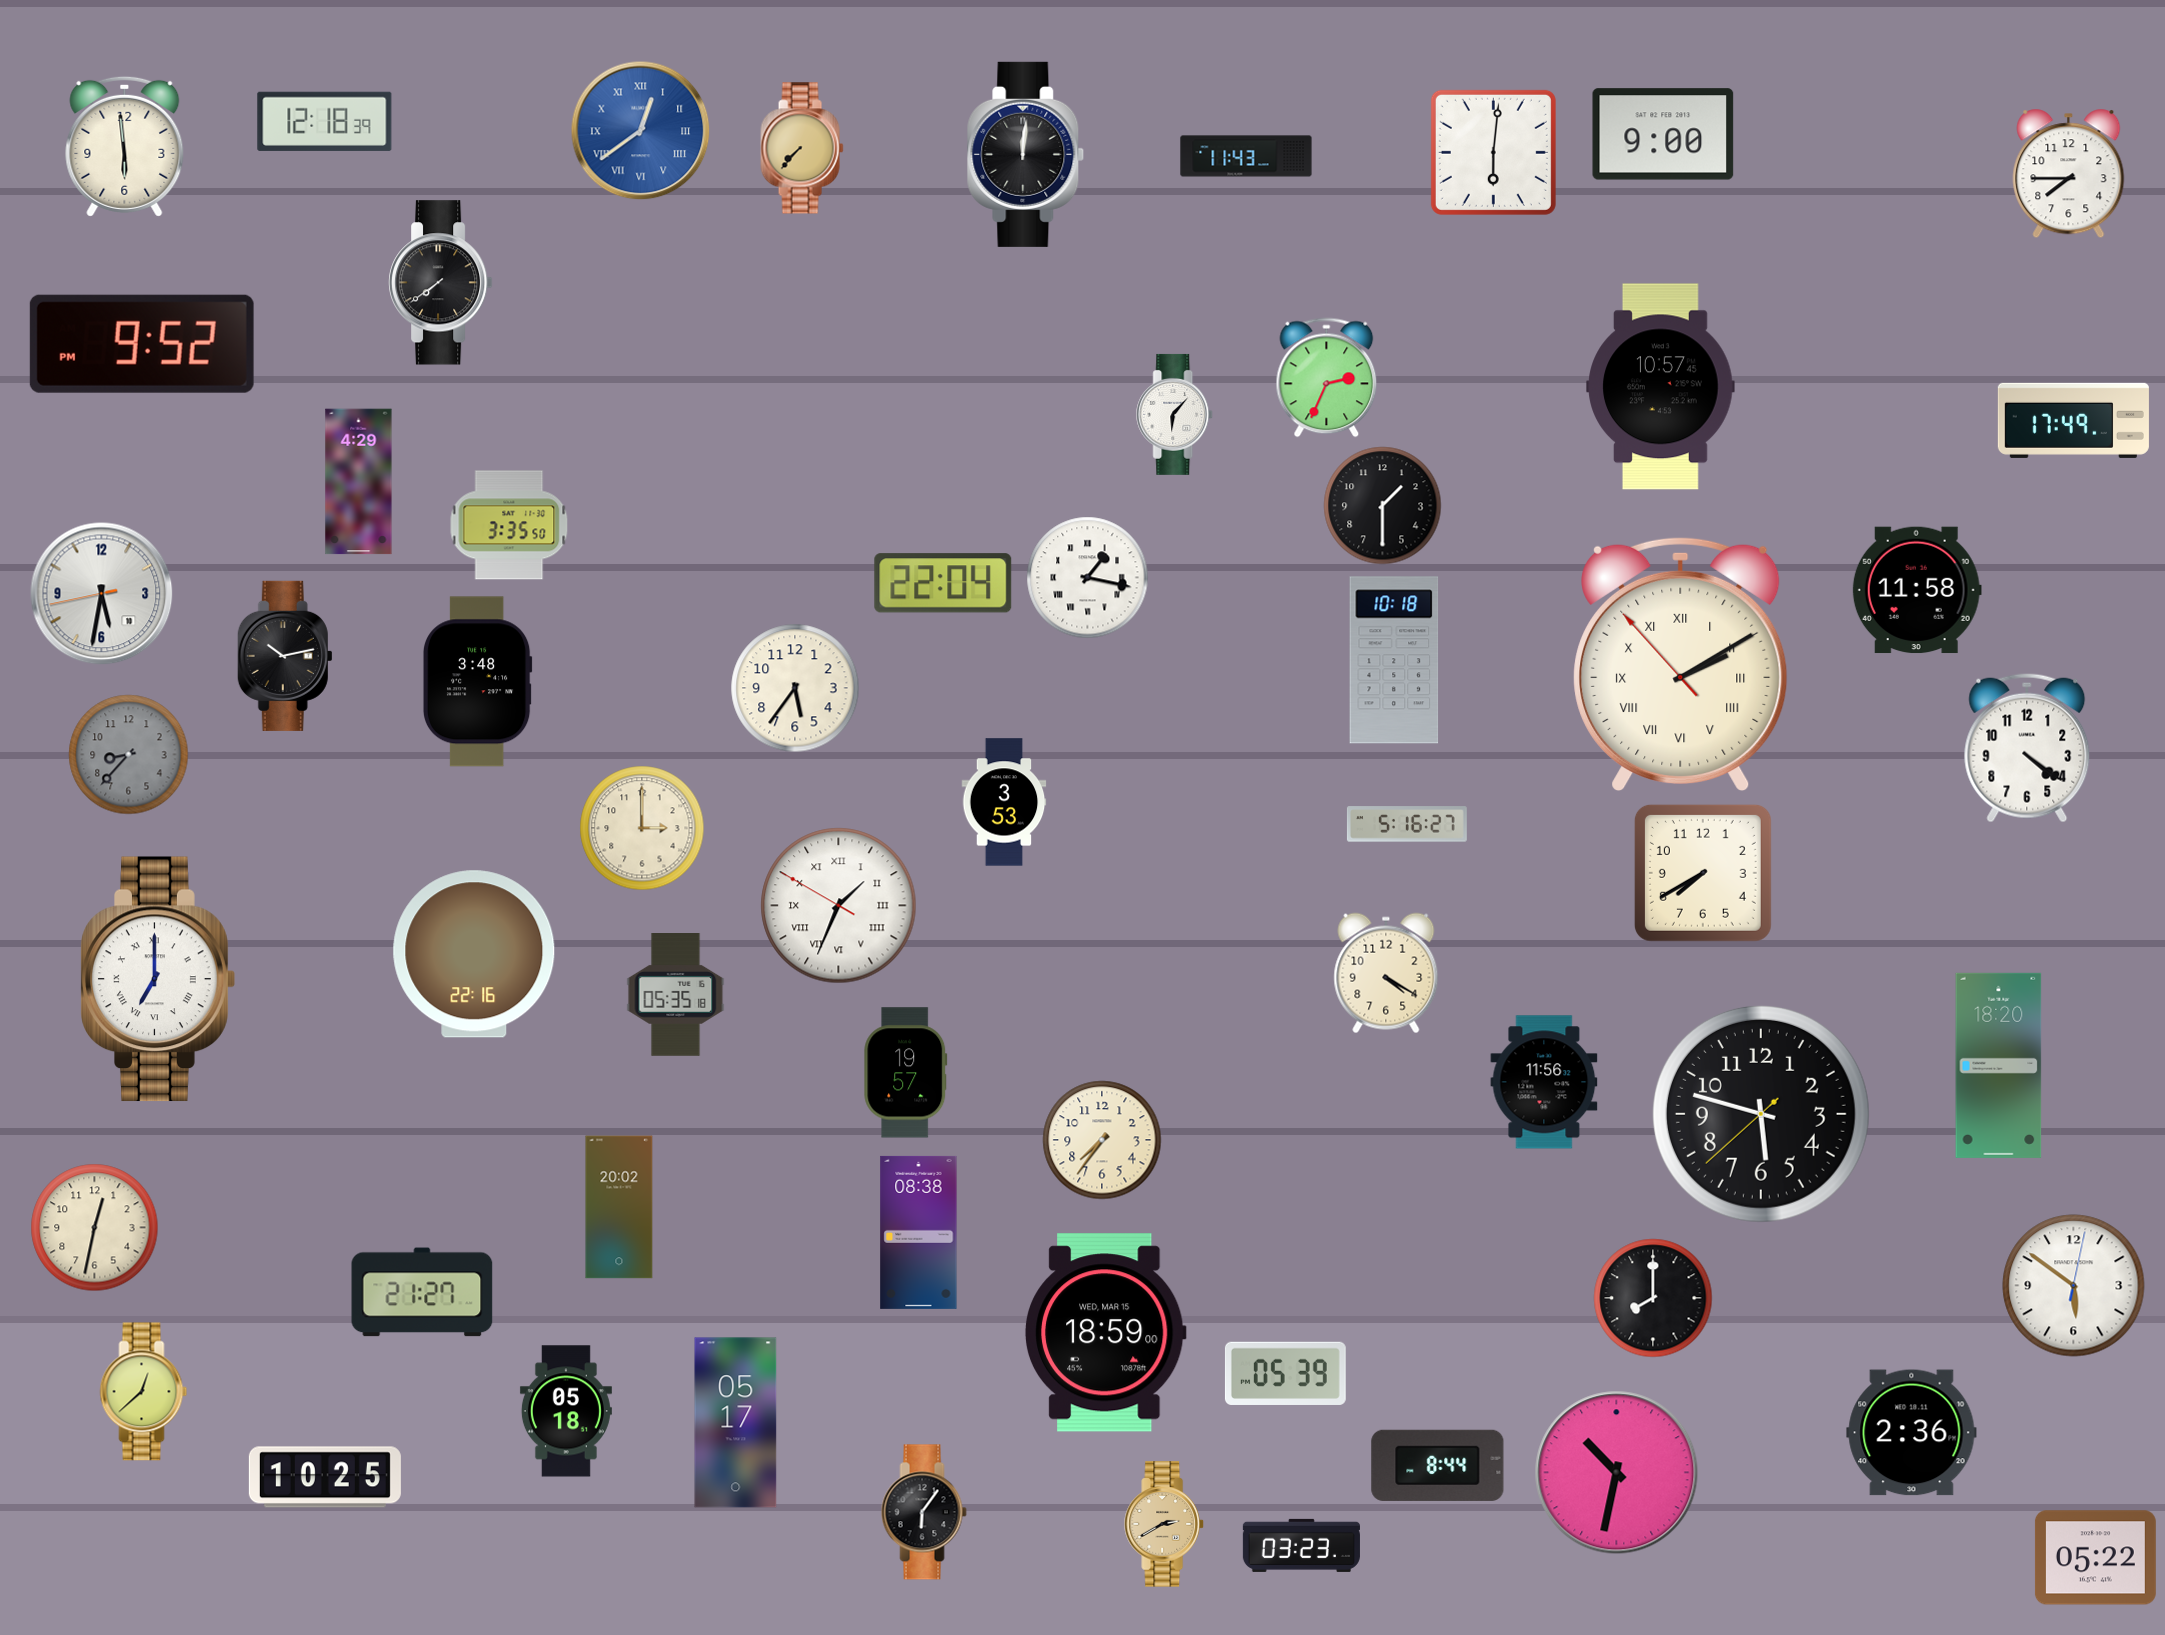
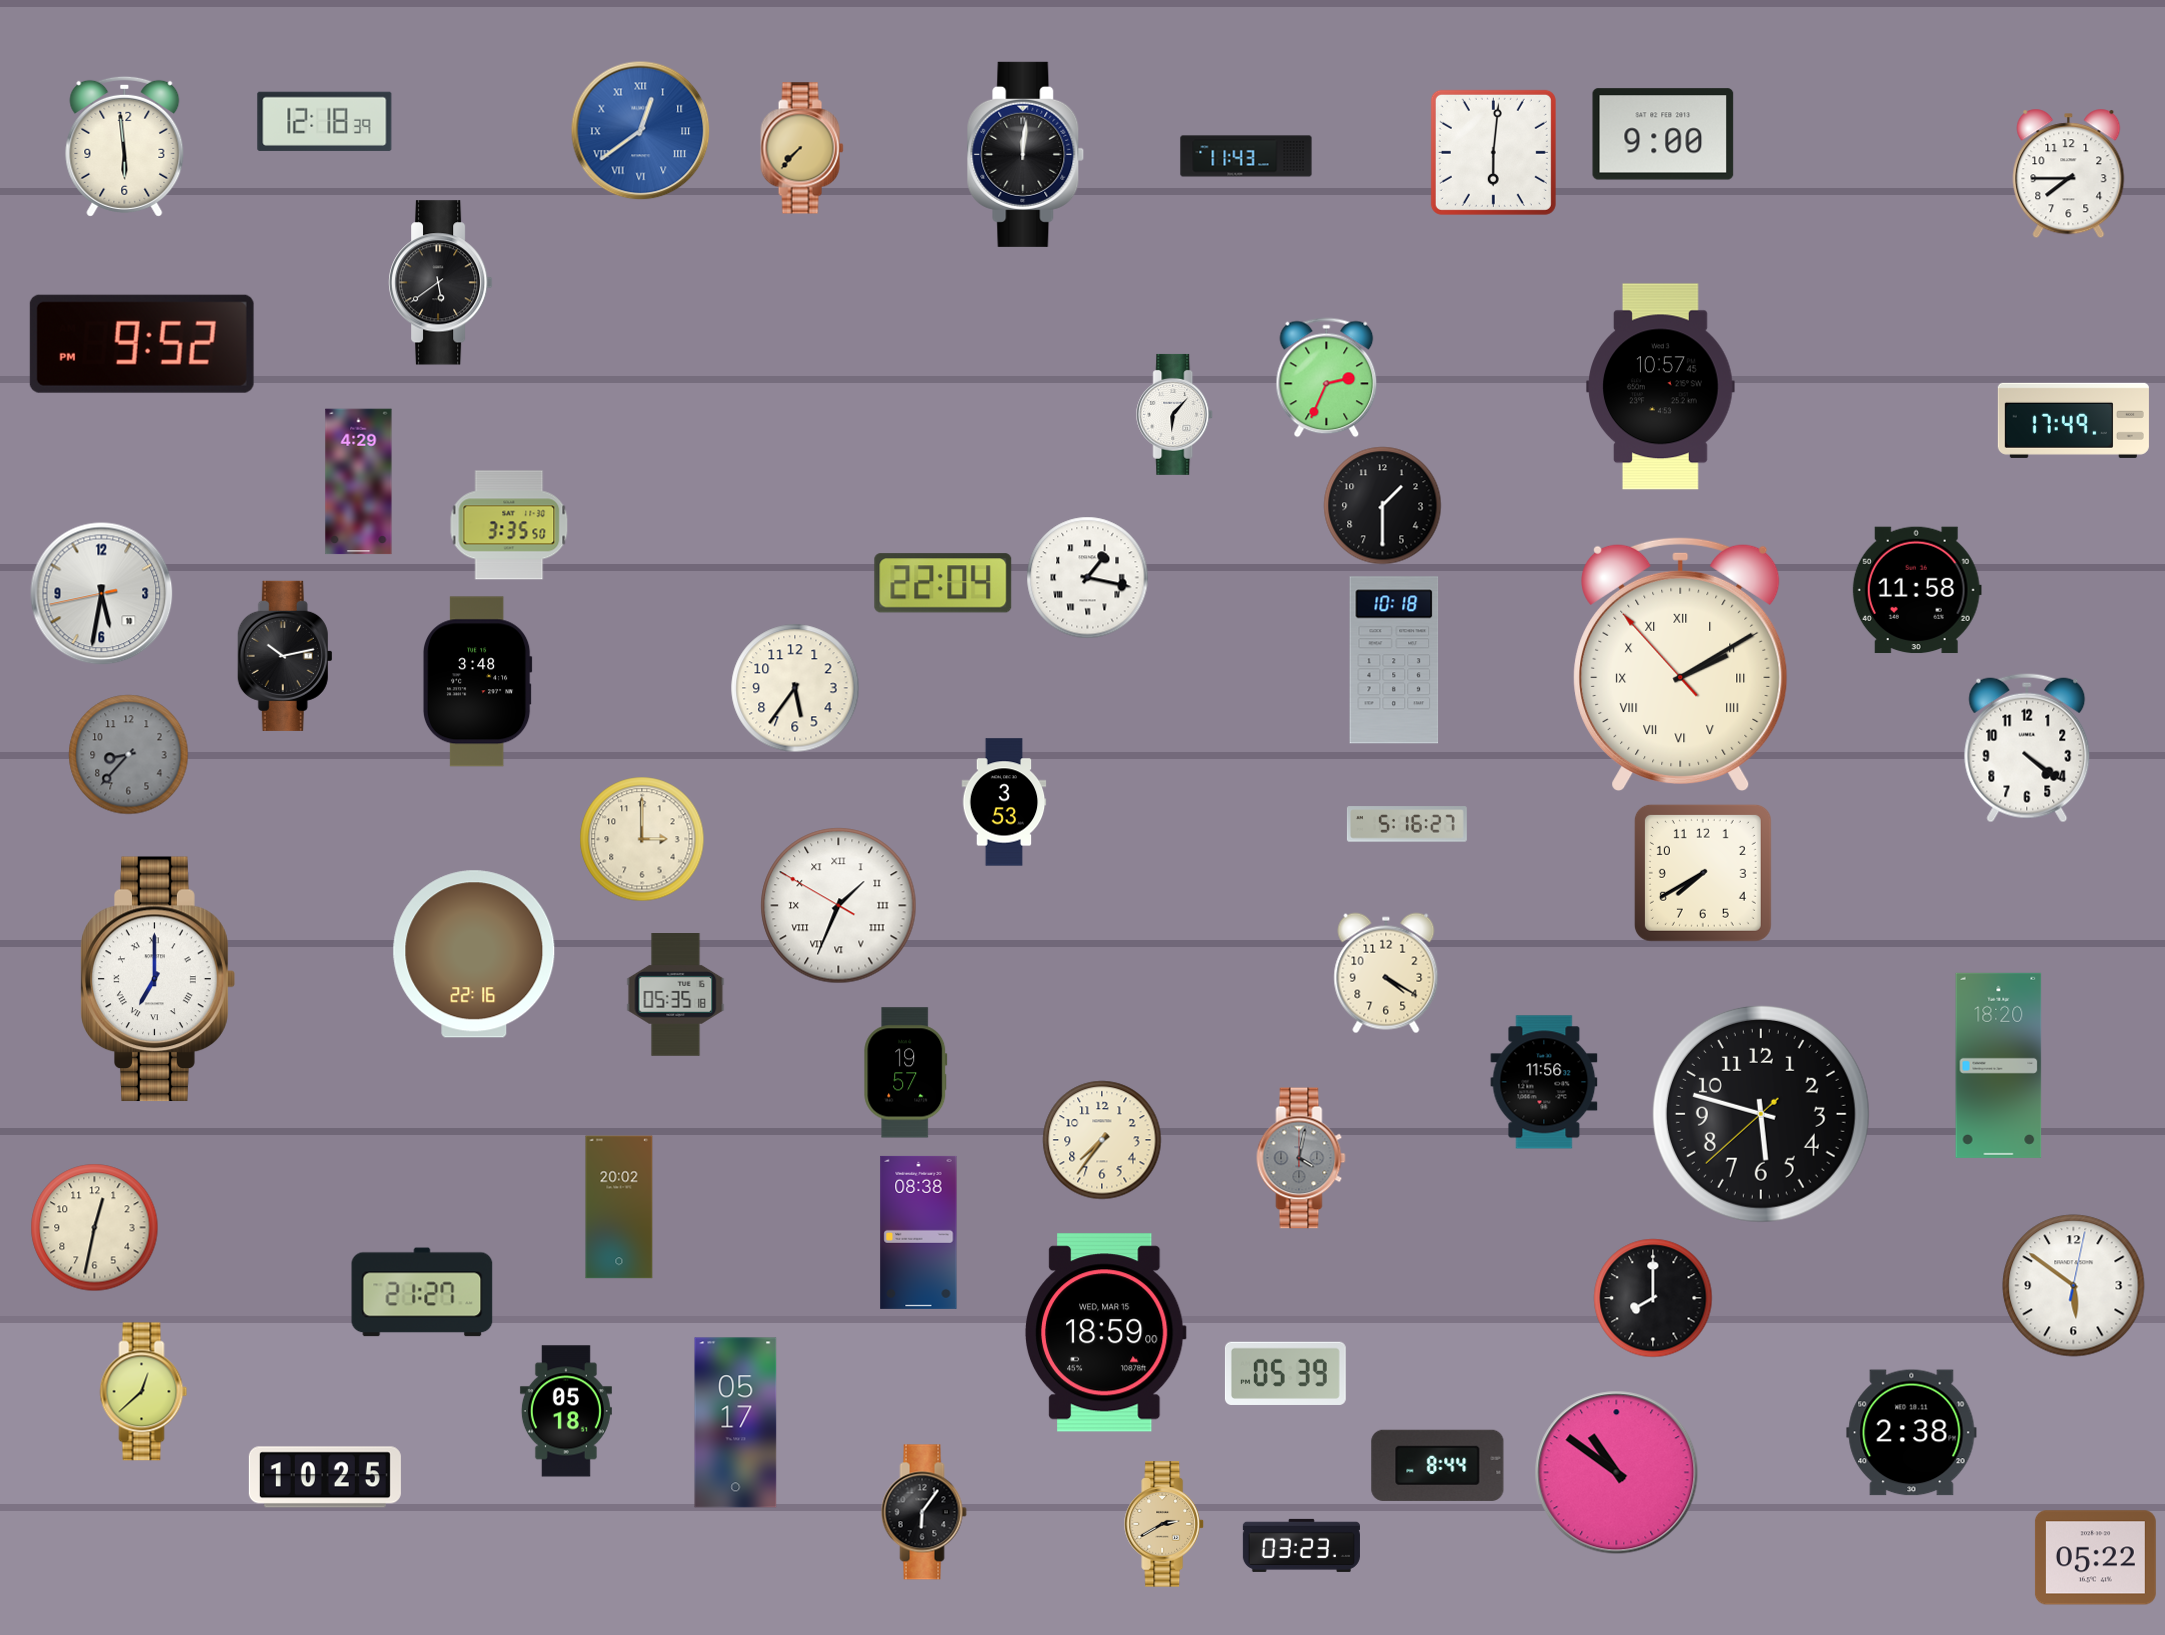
clock at (441, 283): 7:39 -> 5:39
clock at (642, 828) position: (642, 828) -> (642, 839)
clock at (1301, 1158): none -> 4:02
clock at (1912, 1433): 2:36 -> 2:38
clock at (1617, 1473): 10:32 -> 10:51
